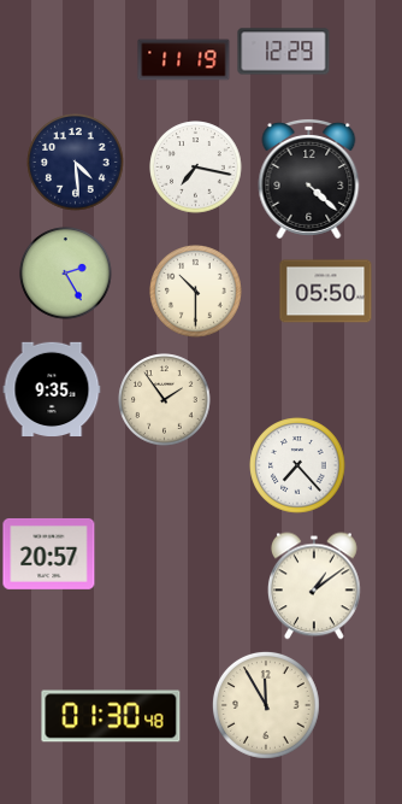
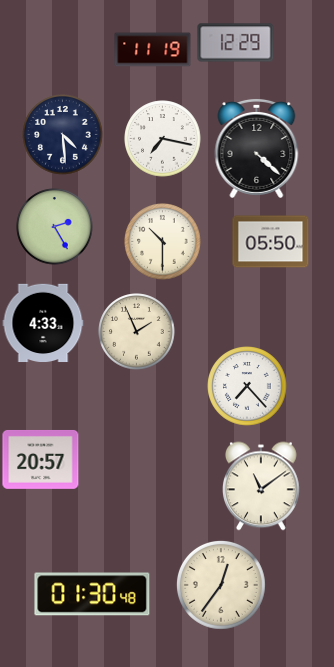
clock at (52, 389): 9:35 -> 4:33
clock at (165, 400): 1:54 -> 1:56
clock at (315, 586): 1:09 -> 11:09
clock at (266, 705): 11:55 -> 12:36
